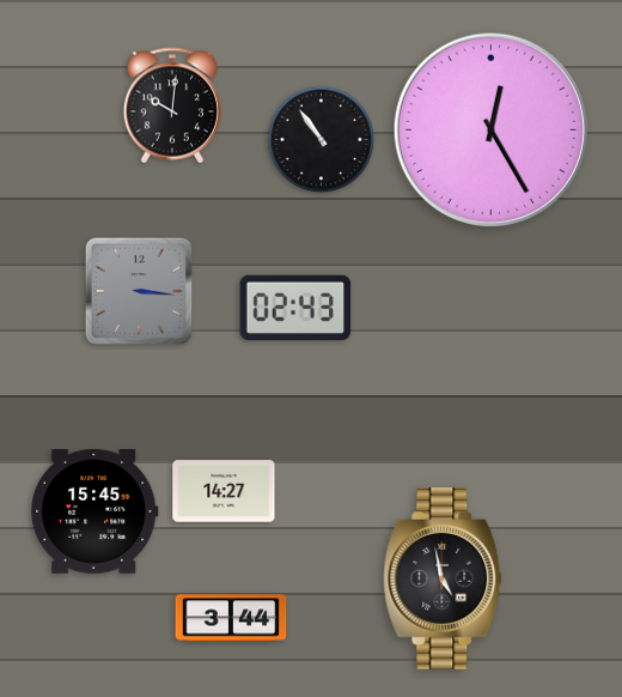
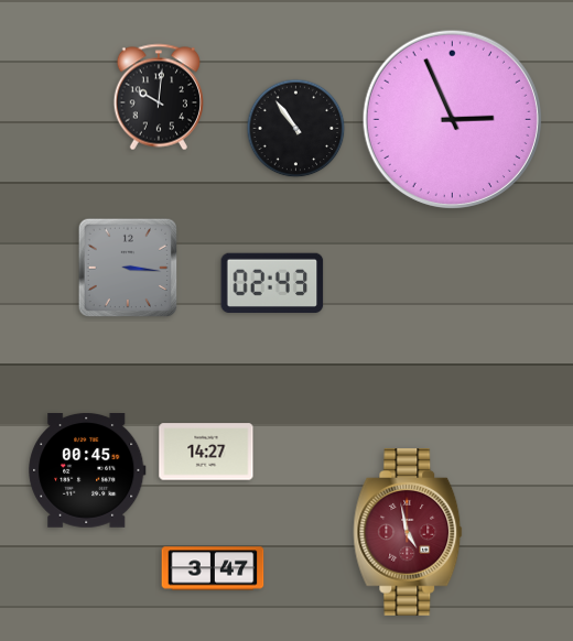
clock at (490, 129): 12:25 -> 2:56
clock at (94, 513): 15:45 -> 00:45
clock at (443, 580) dial: black -> burgundy
clock at (231, 618): 3:44 -> 3:47
